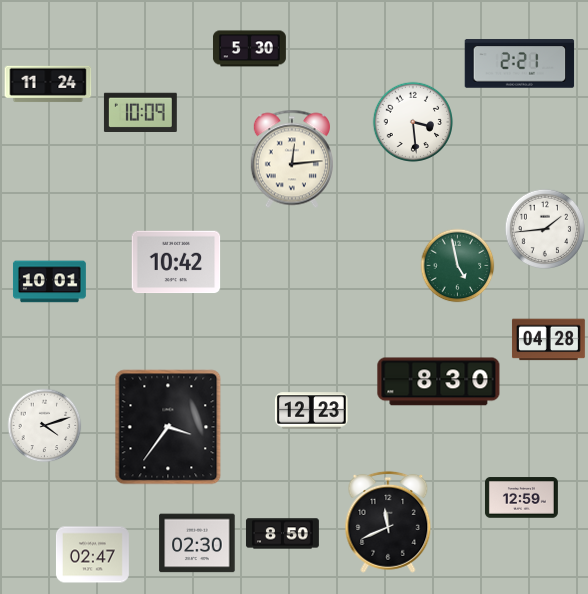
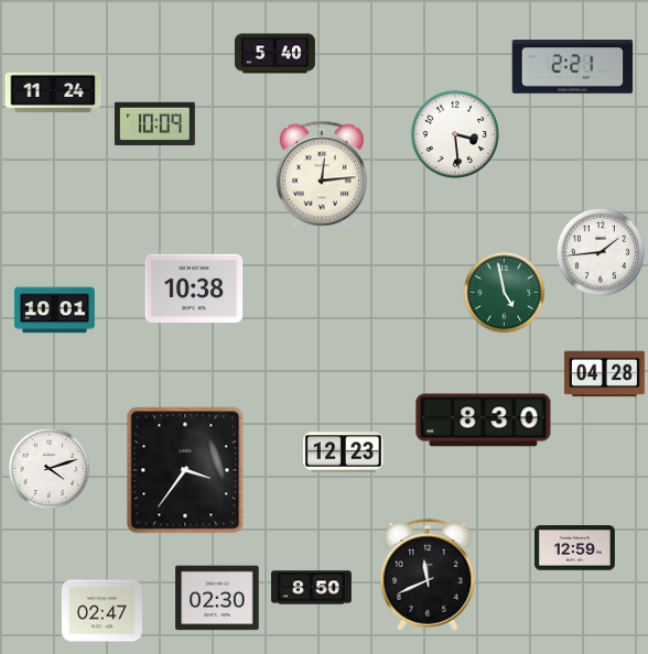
clock at (249, 49): 5:30 -> 5:40
clock at (520, 64) position: (520, 64) -> (573, 67)
clock at (176, 262): 10:42 -> 10:38
